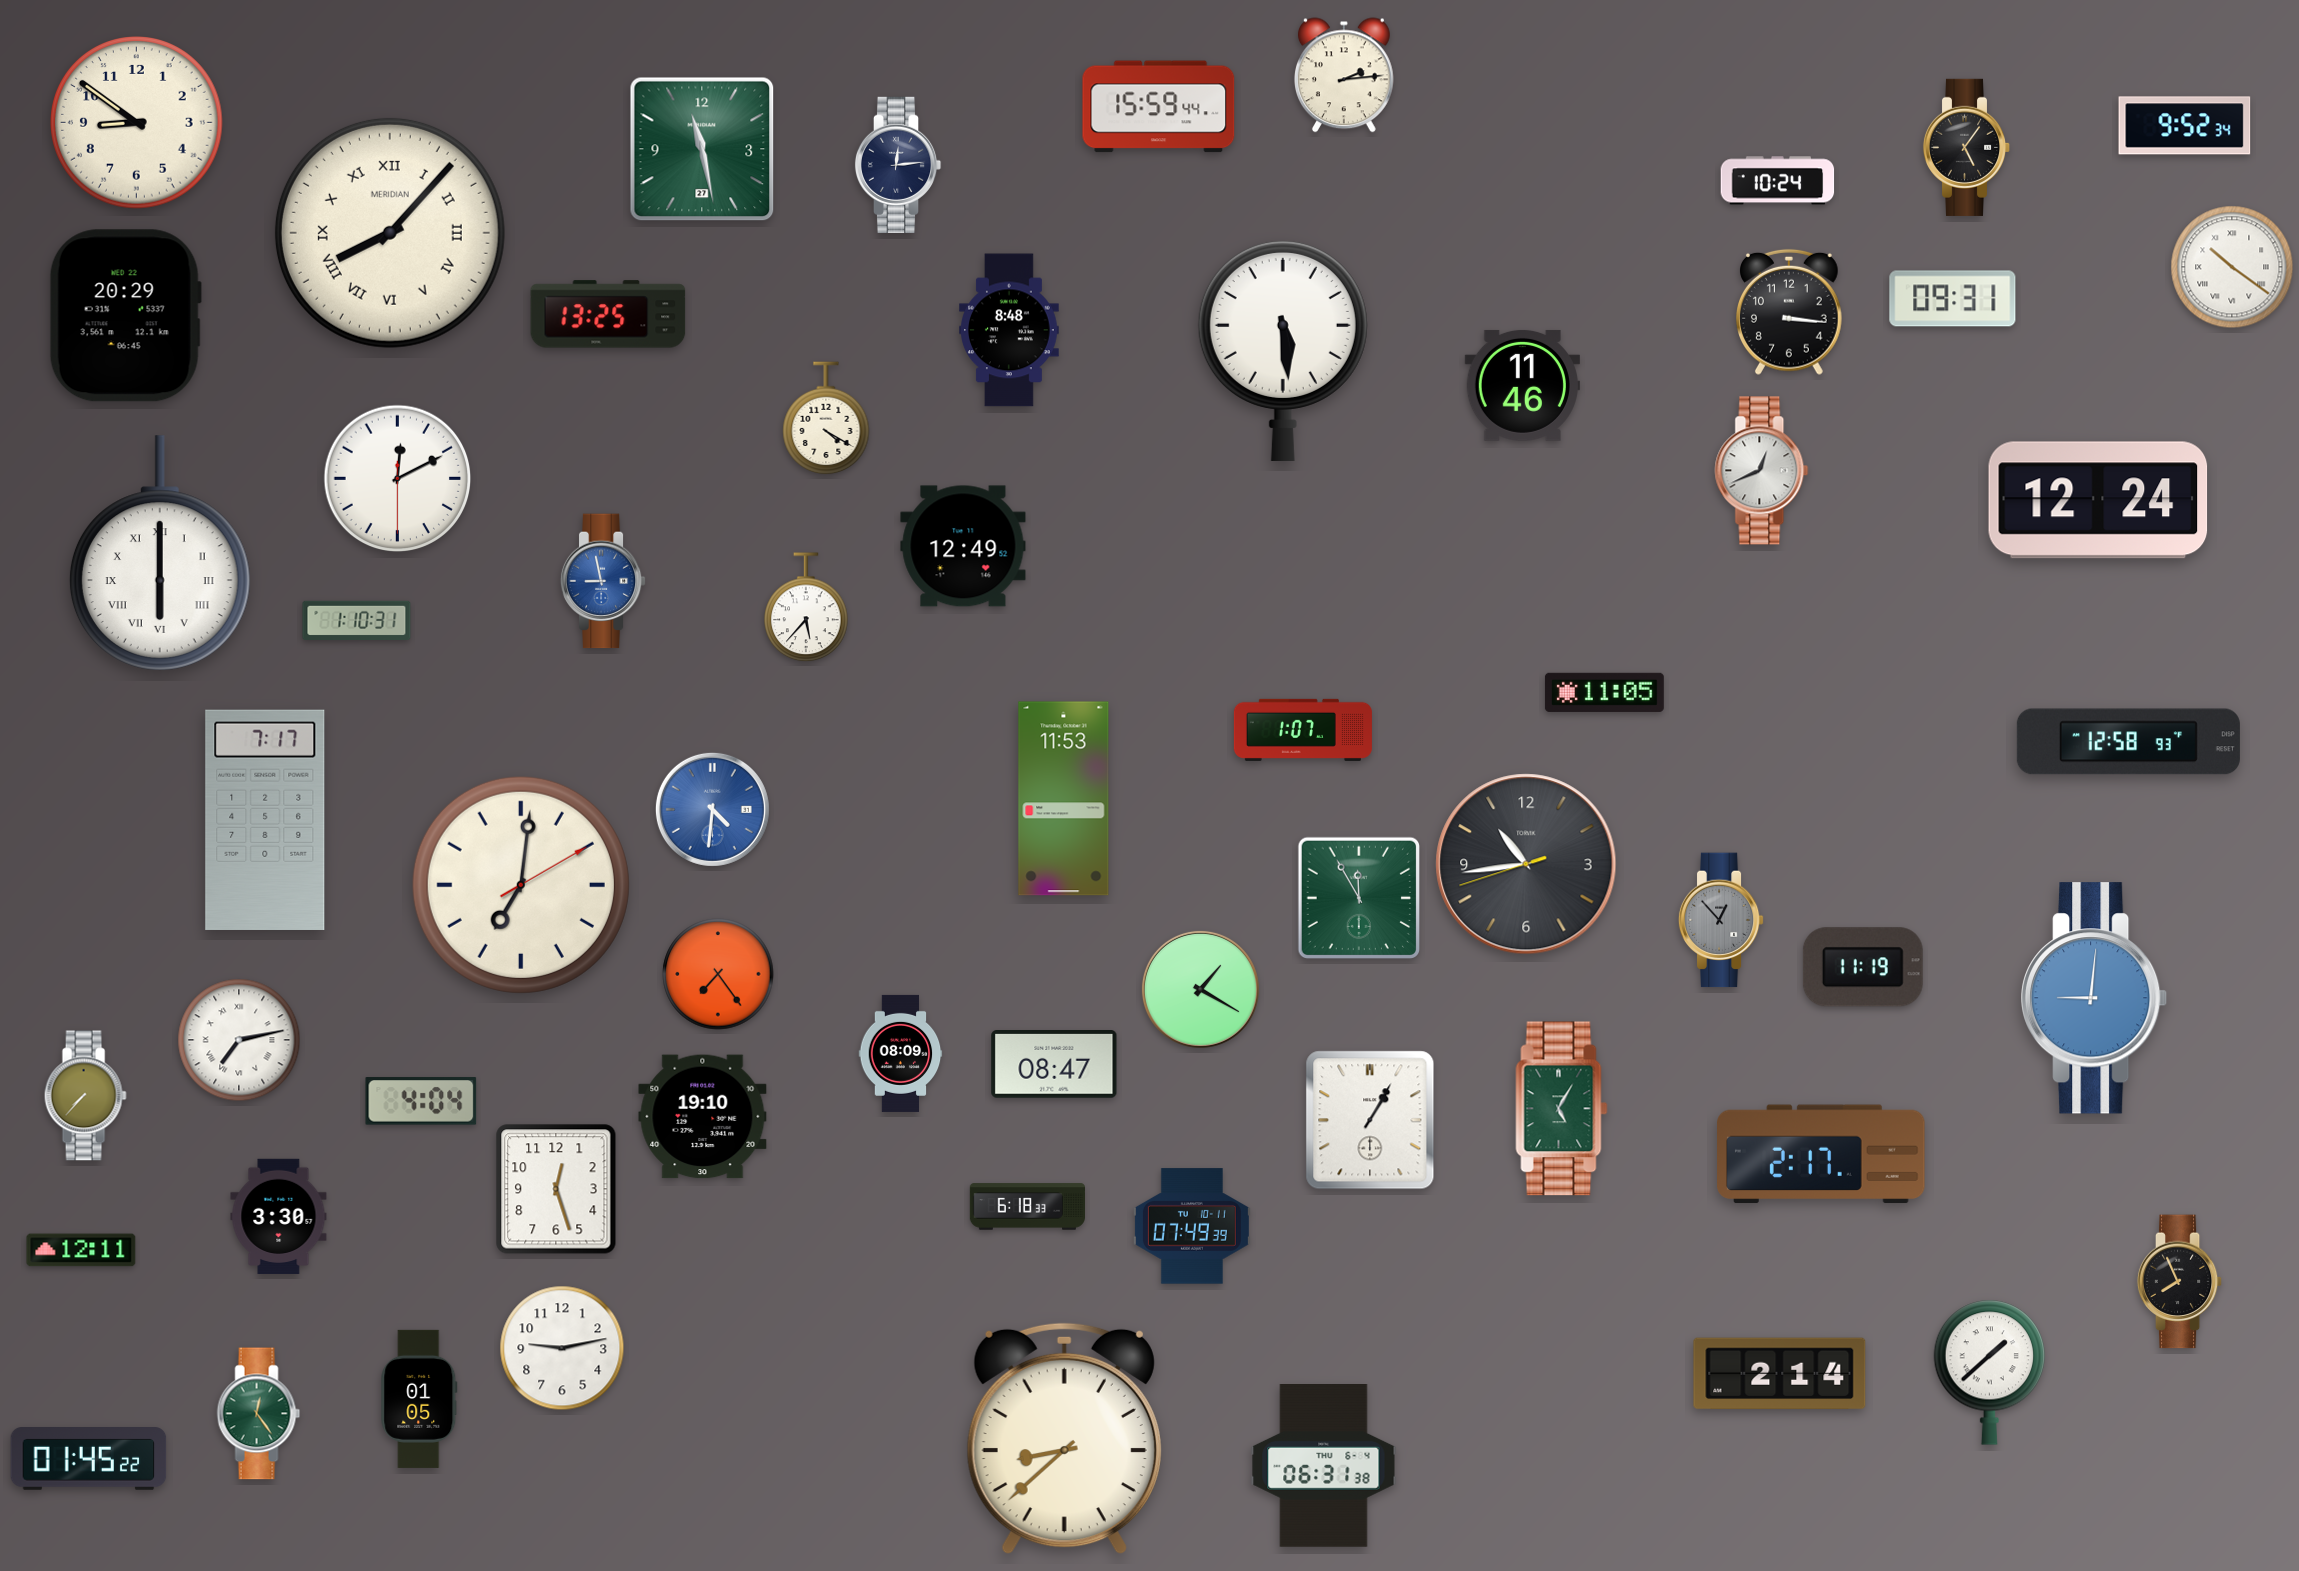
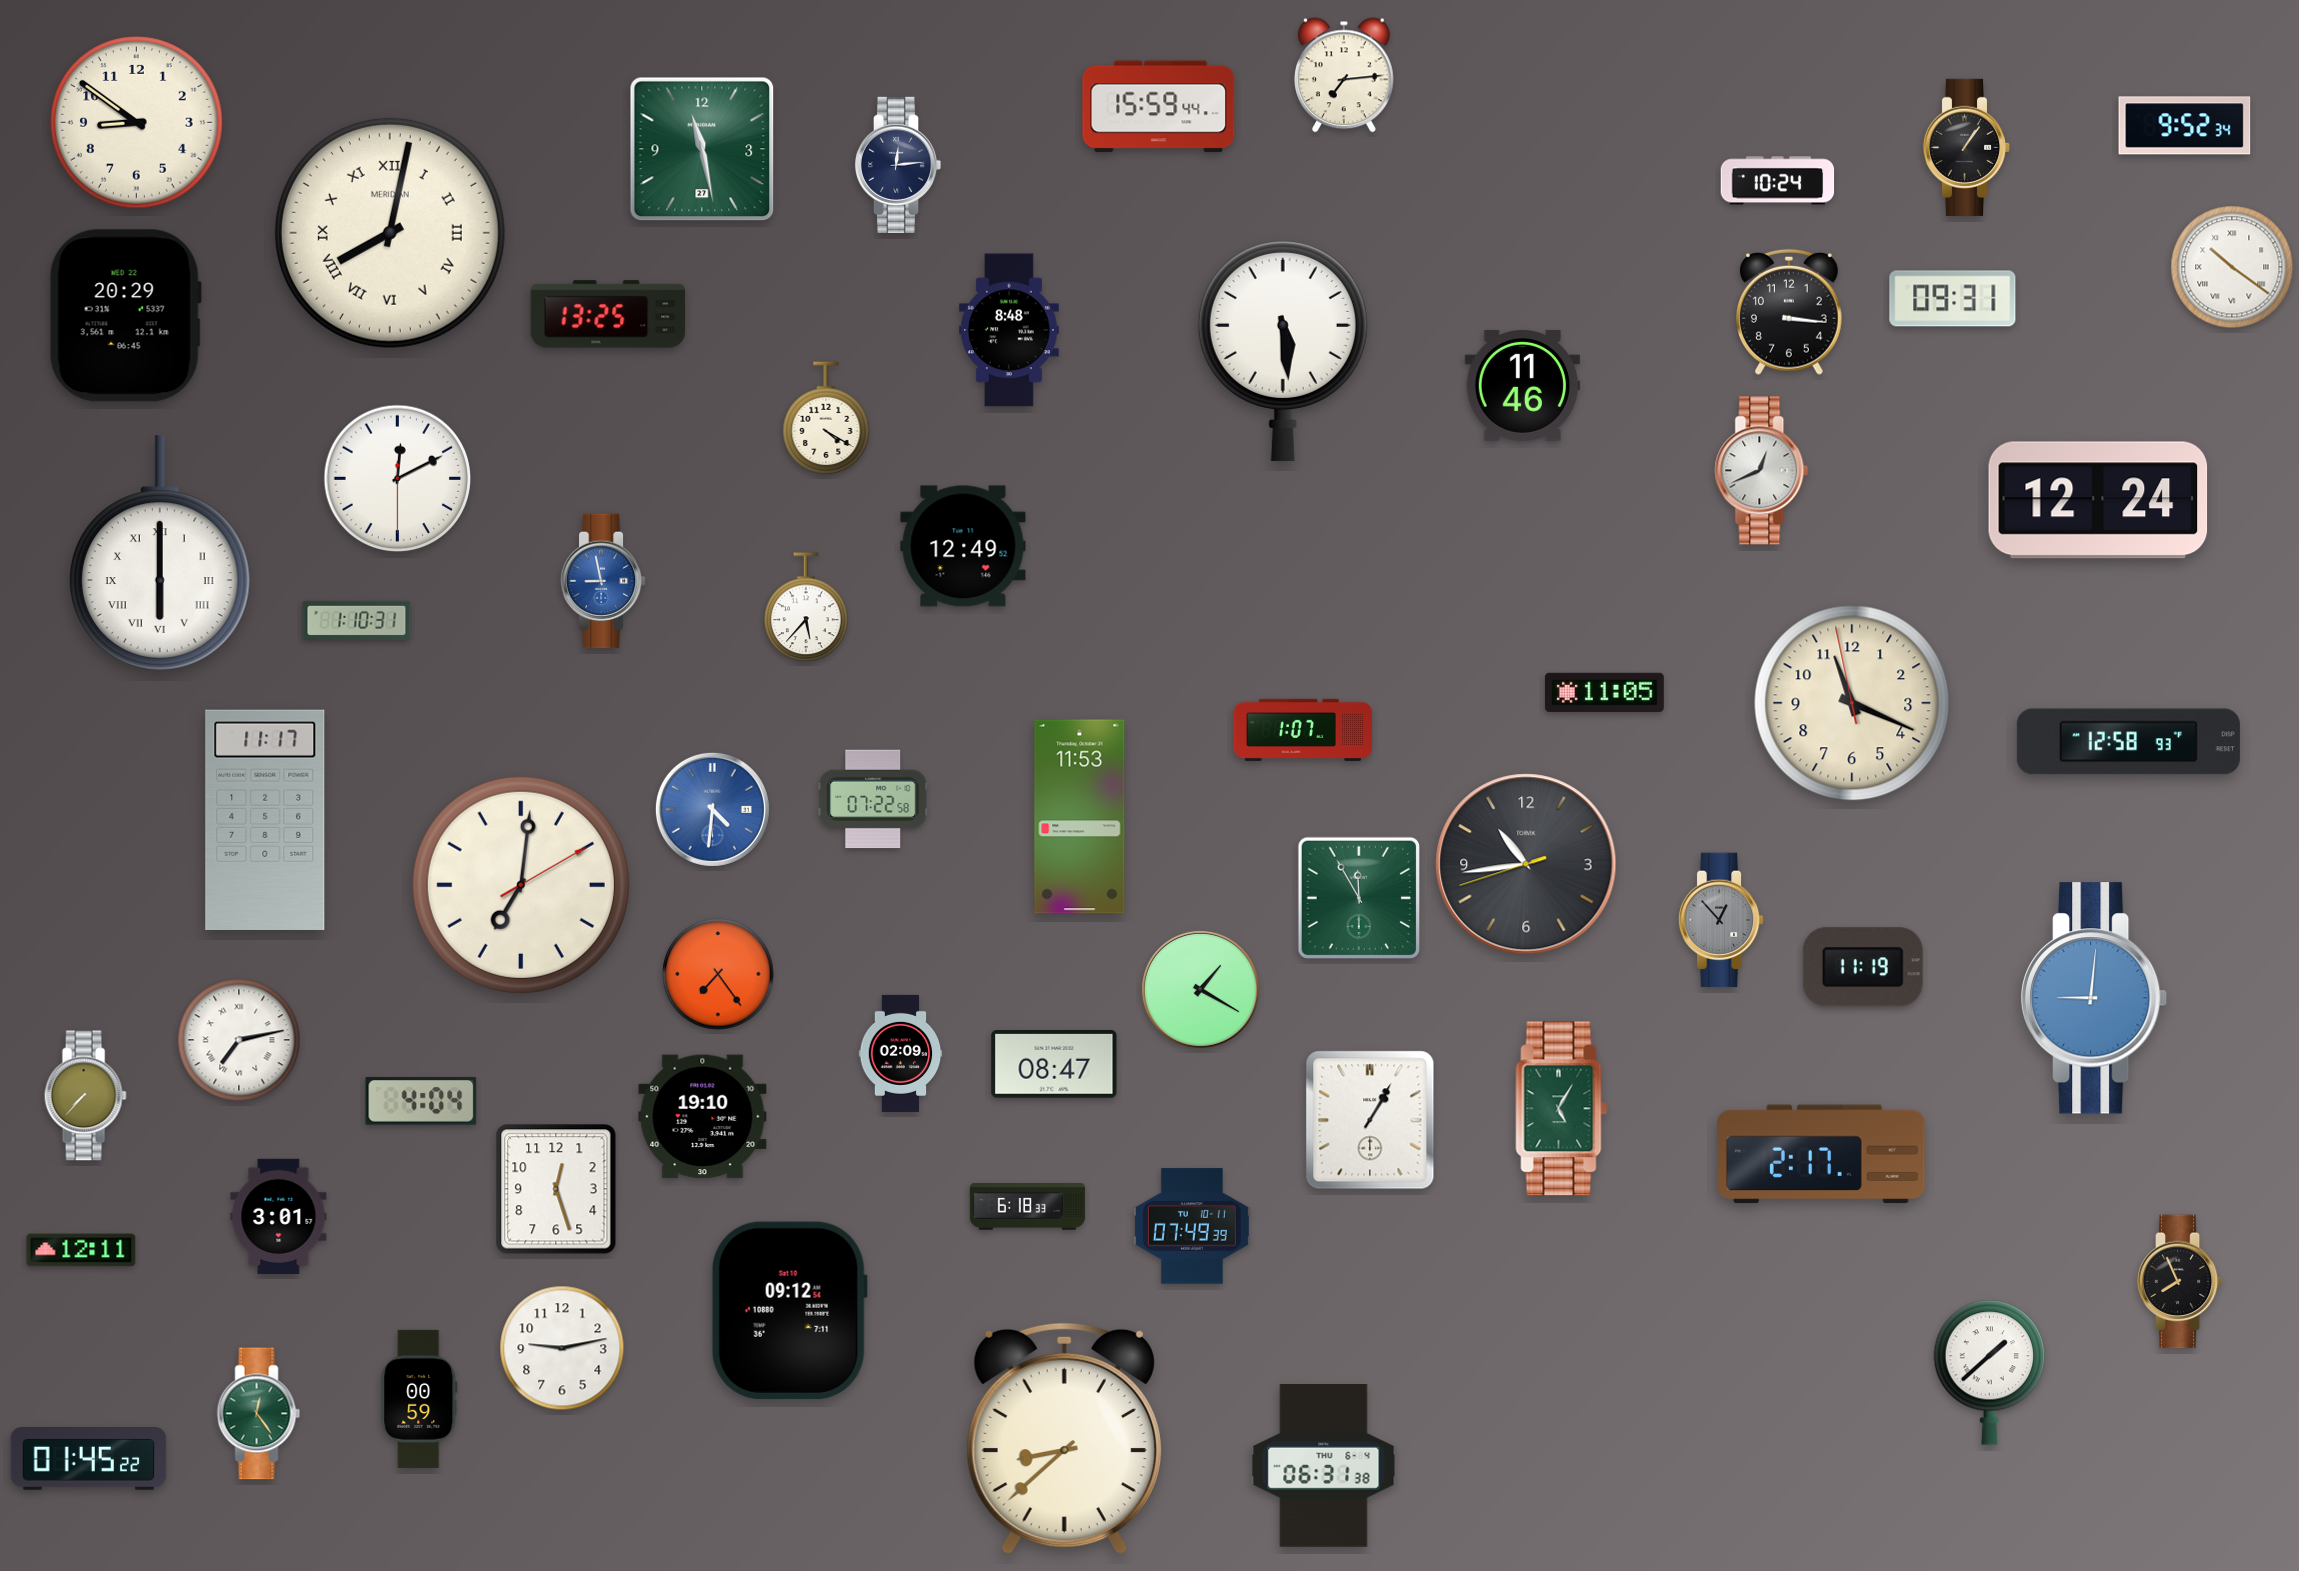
clock at (1344, 75): 2:14 -> 7:14
clock at (1967, 147): 5:06 -> 1:06
clock at (390, 233): 8:07 -> 8:02
clock at (1852, 703): none -> 11:18
clock at (873, 799): none -> 07:22
clock at (1064, 799) position: (1064, 799) -> (1080, 817)
clock at (265, 820): 7:17 -> 11:17
clock at (901, 1053): 08:09 -> 02:09
clock at (279, 1216): 3:30 -> 3:01
clock at (789, 1310): none -> 09:12
clock at (1780, 1374): 2:14 -> none
clock at (419, 1399): 01:05 -> 00:59
